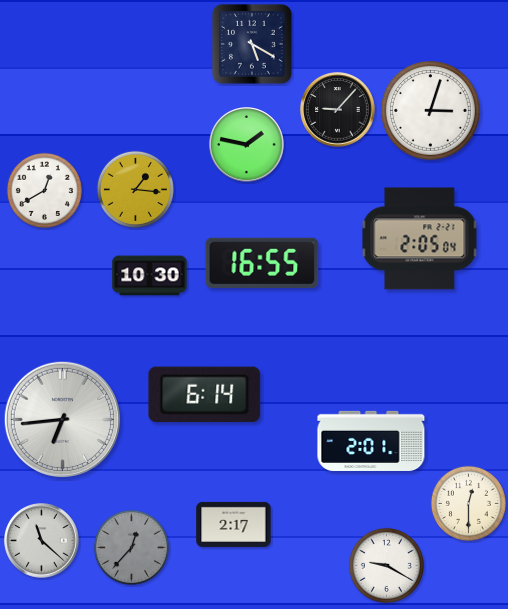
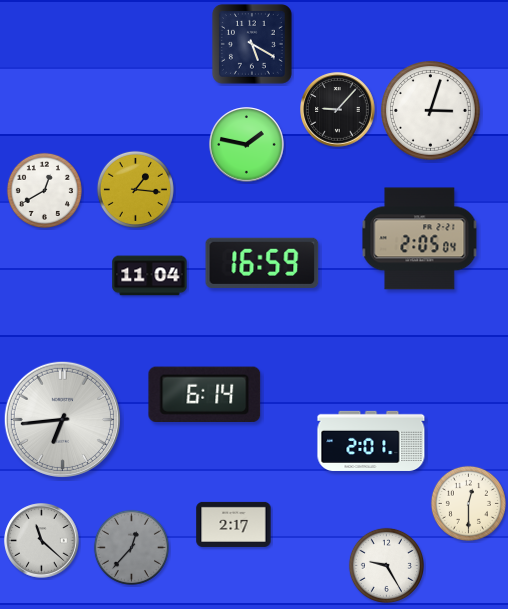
clock at (262, 263): 16:55 -> 16:59
clock at (150, 276): 10:30 -> 11:04
clock at (386, 565): 9:20 -> 9:25
